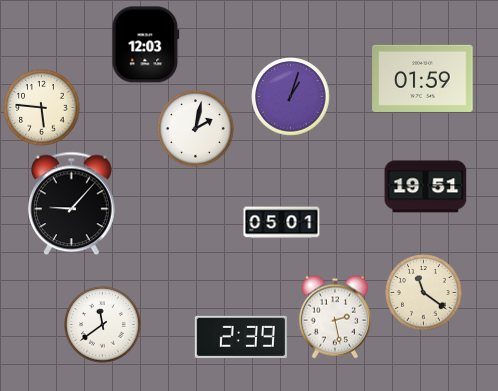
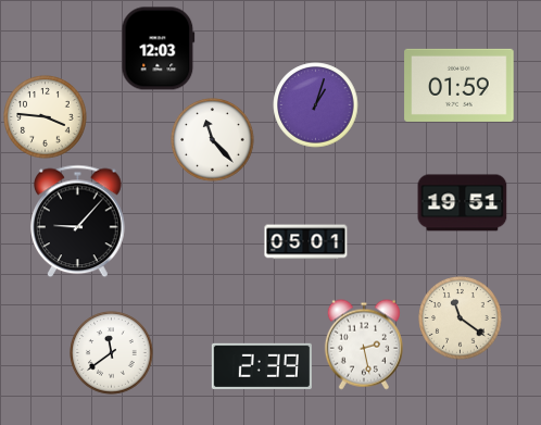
clock at (42, 108): 5:46 -> 3:46
clock at (196, 129): 2:02 -> 11:23
